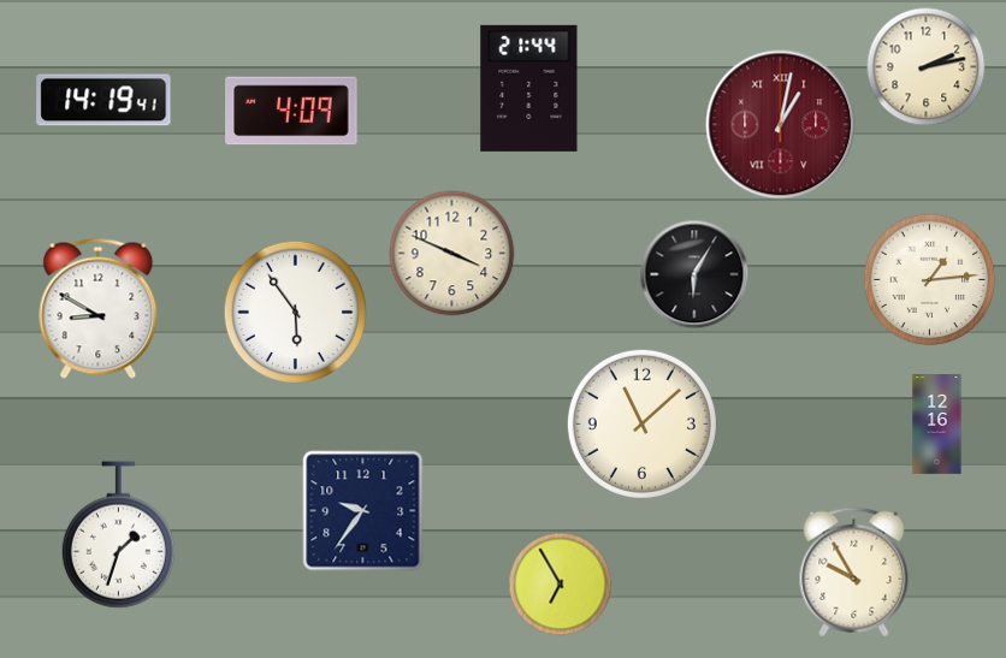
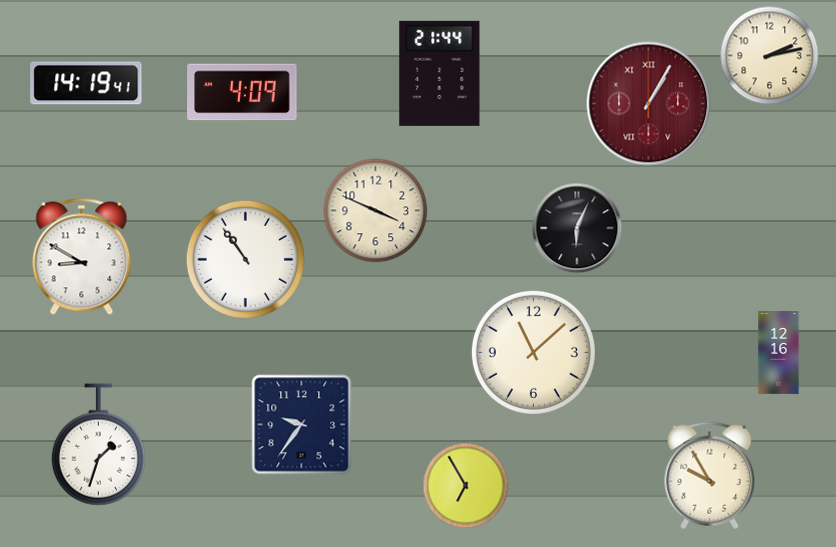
clock at (781, 125): 1:02 -> 1:05
clock at (694, 274): 6:05 -> 6:04
clock at (930, 280): 1:14 -> none
clock at (295, 312): 5:54 -> 10:54
